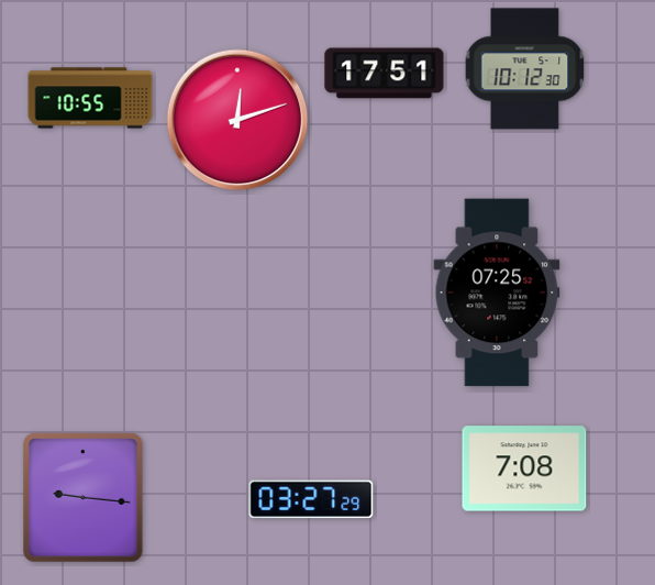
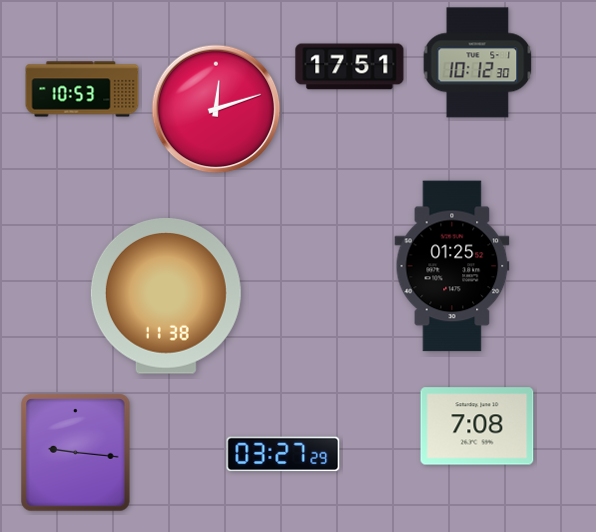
clock at (90, 98): 10:55 -> 10:53
clock at (497, 292): 07:25 -> 01:25
clock at (166, 297): none -> 11:38
